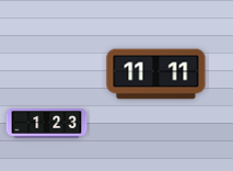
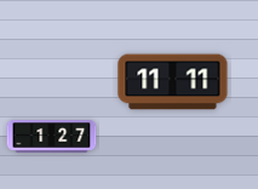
clock at (47, 124): 1:23 -> 1:27
